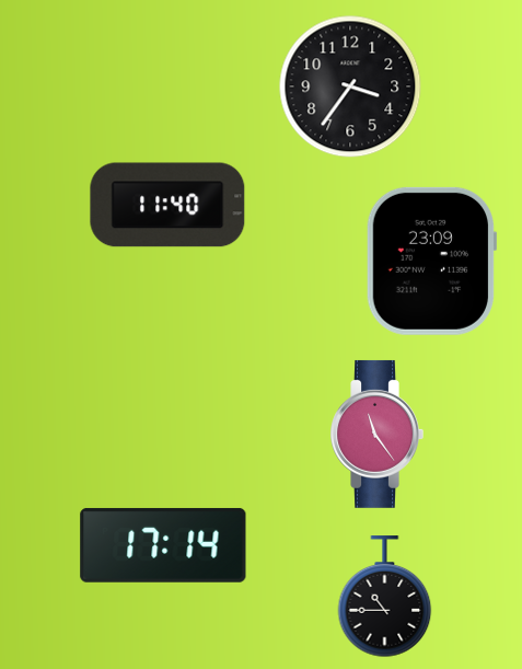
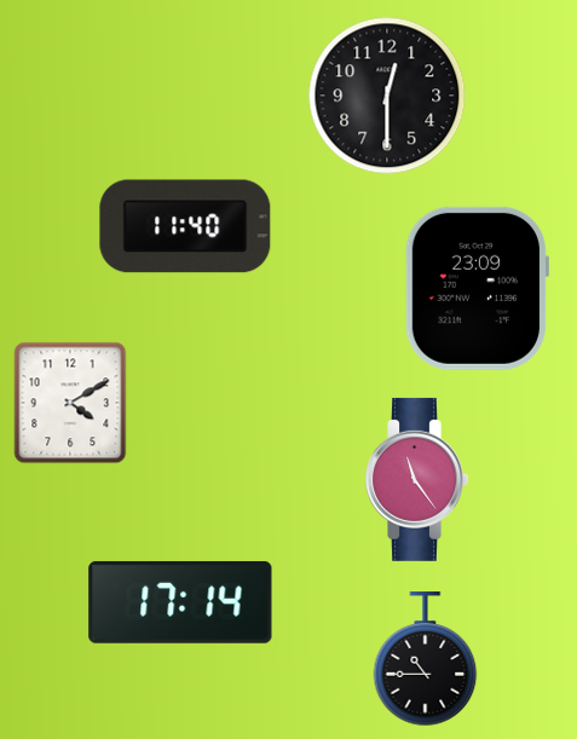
clock at (350, 86): 3:36 -> 12:30
clock at (70, 403): none -> 4:10
